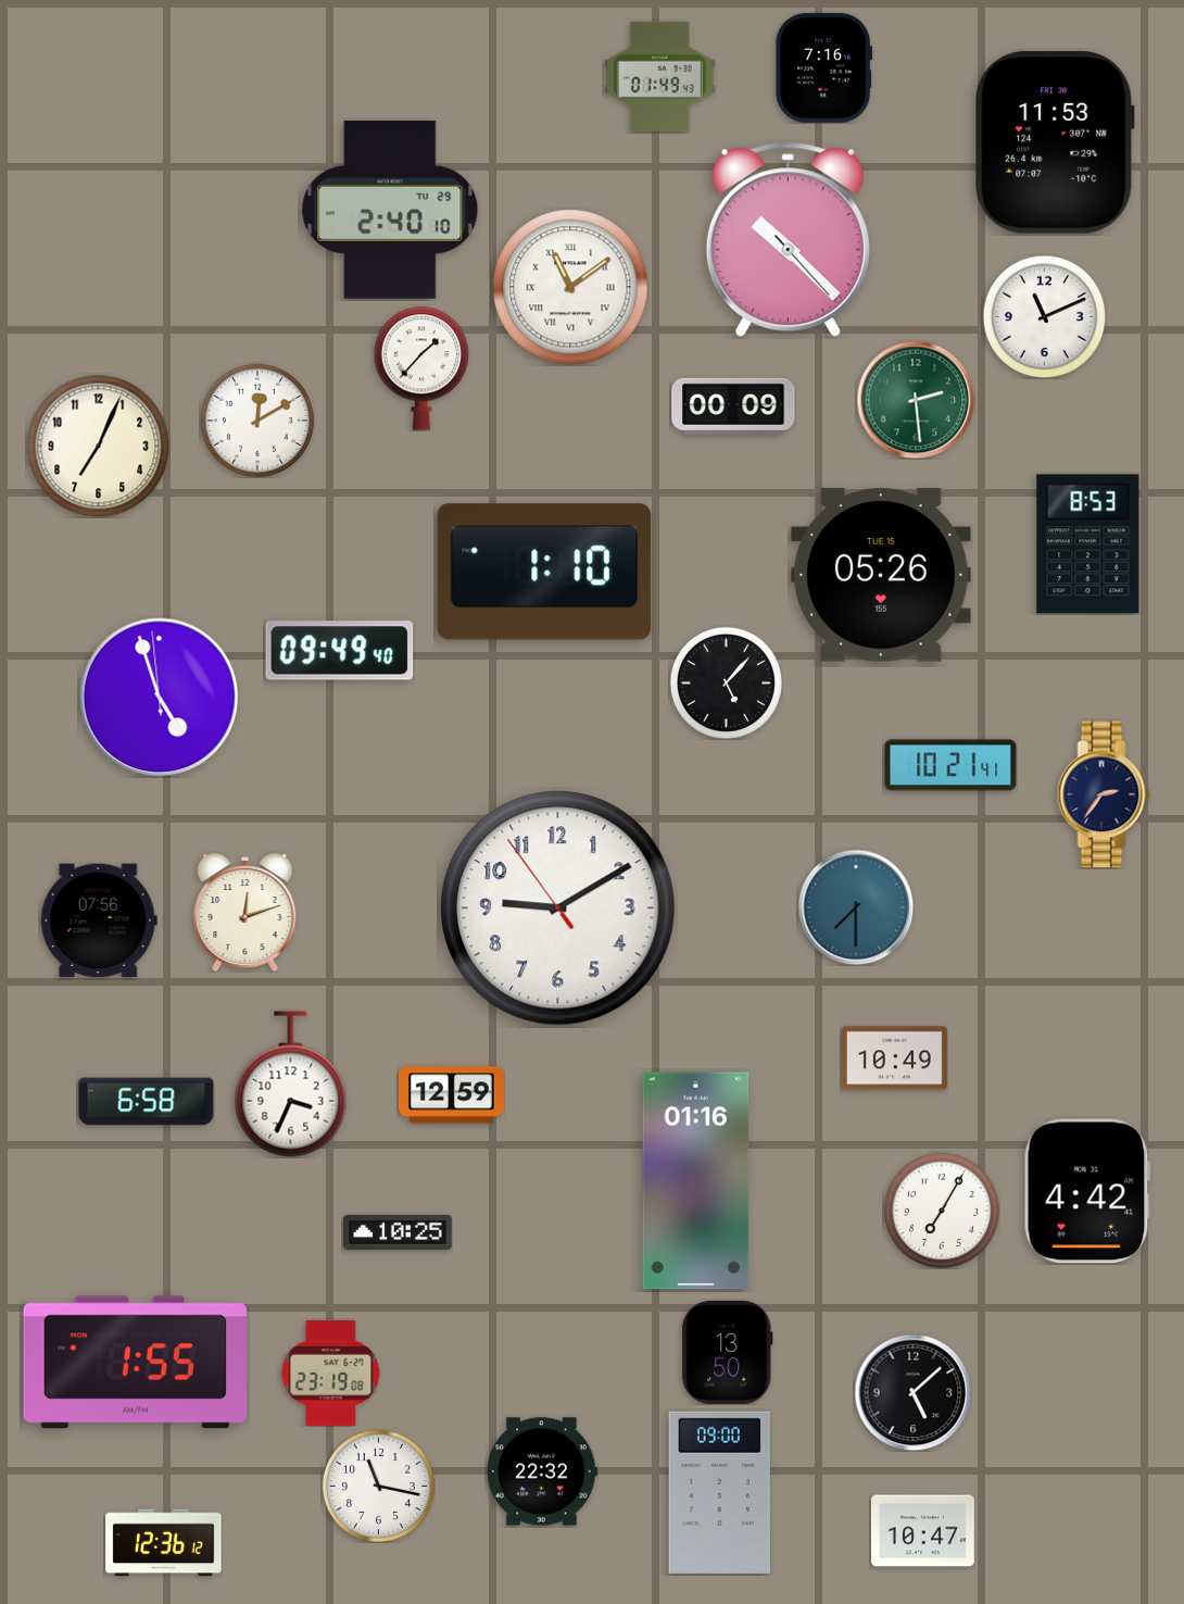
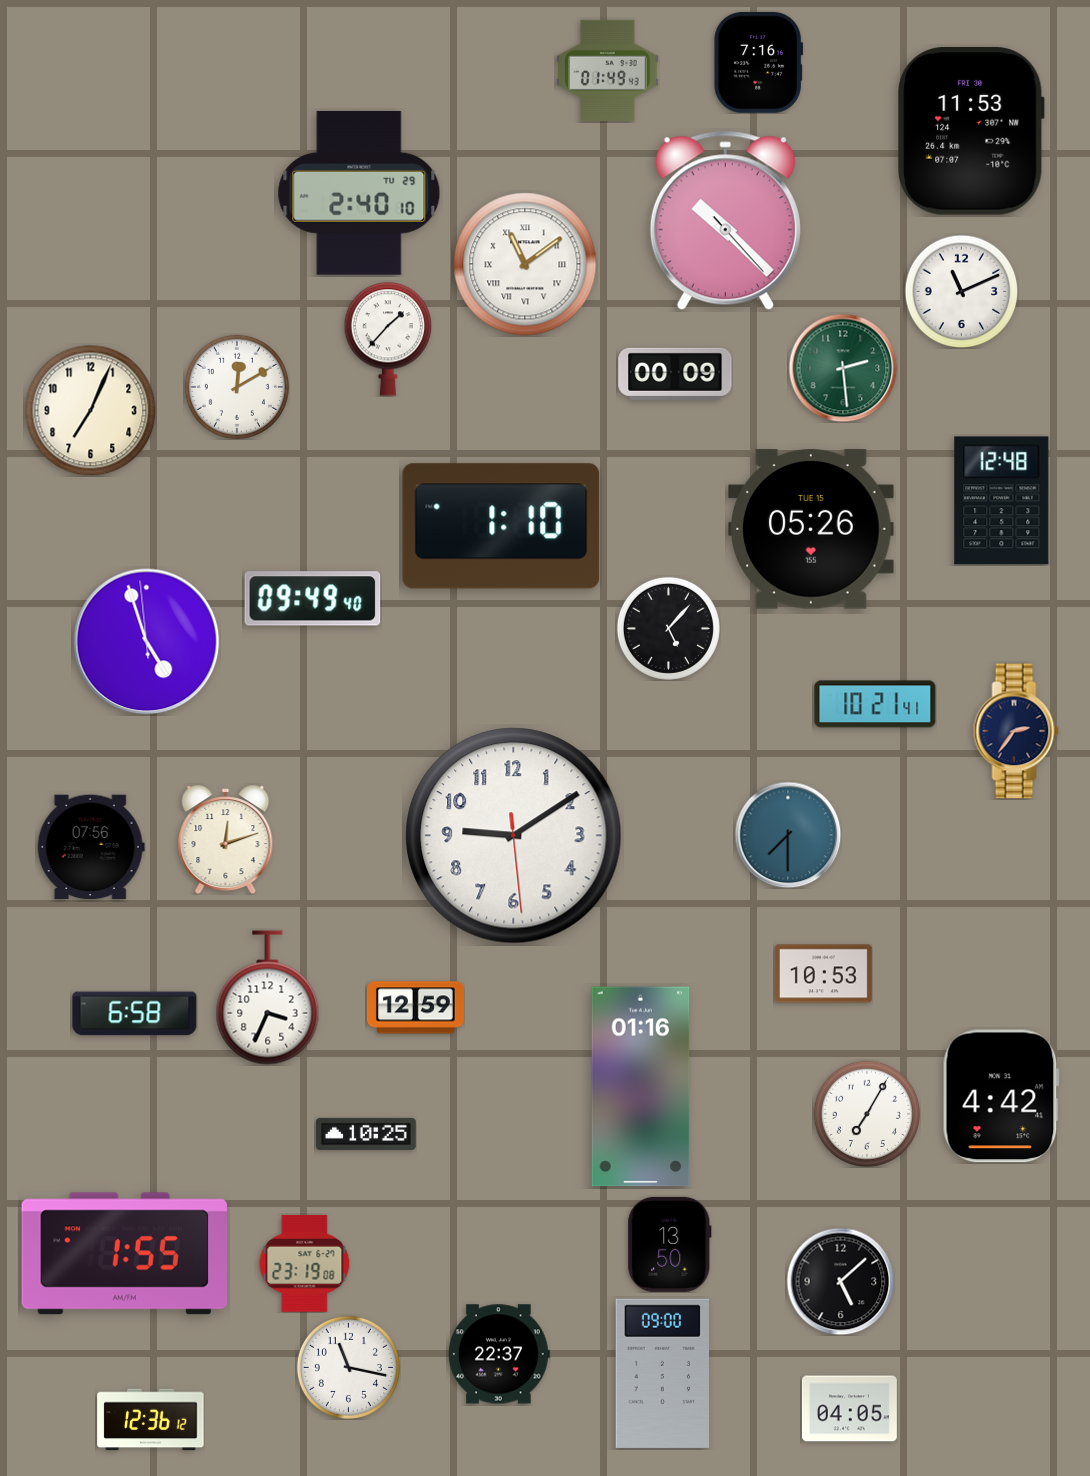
clock at (1088, 544): 8:53 -> 12:48
clock at (558, 908): 9:09:54 -> 9:09:29
clock at (894, 1058): 10:49 -> 10:53
clock at (542, 1471): 22:32 -> 22:37
clock at (922, 1531): 10:47 -> 04:05
